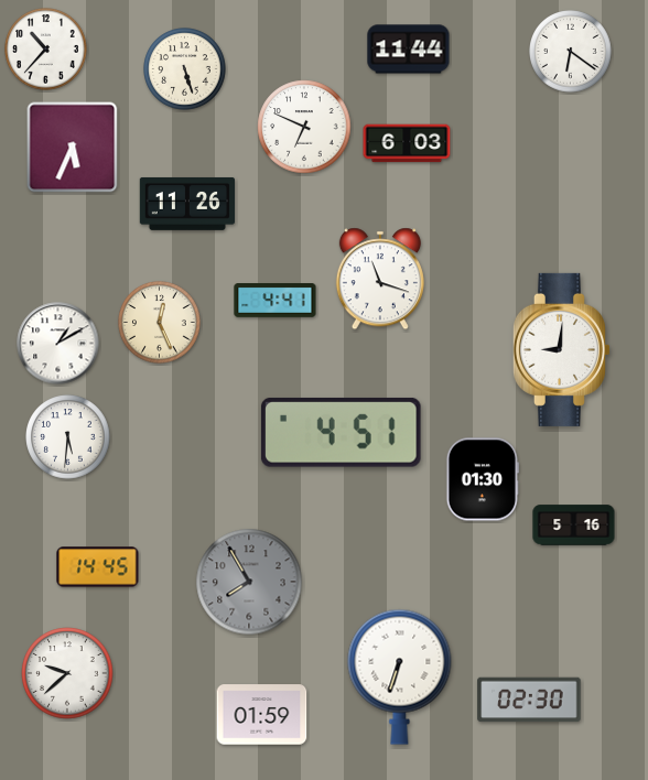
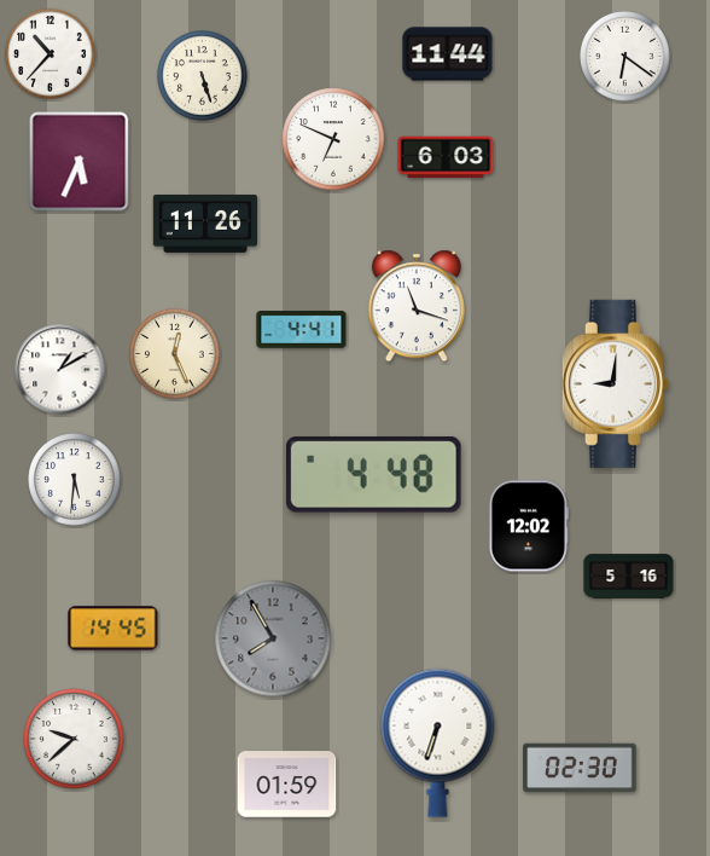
clock at (58, 344) position: (58, 344) -> (60, 370)
clock at (341, 432): 4:51 -> 4:48
clock at (483, 479): 01:30 -> 12:02
clock at (98, 567) position: (98, 567) -> (114, 629)
